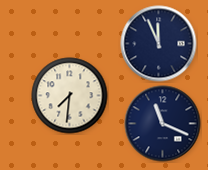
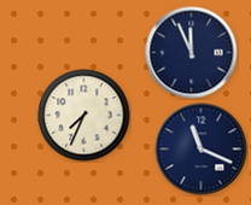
clock at (70, 96): 7:31 -> 7:34
clock at (163, 124) position: (163, 124) -> (202, 150)
